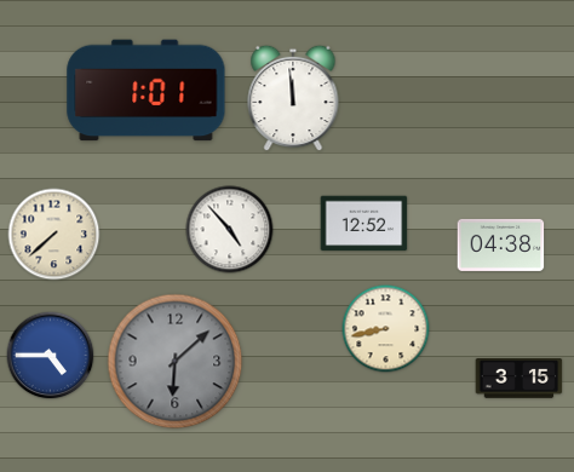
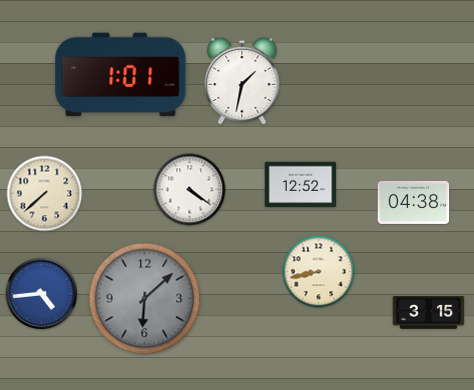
clock at (293, 98): 11:59 -> 1:32
clock at (230, 230): 4:53 -> 4:21
clock at (51, 356): 4:45 -> 4:44
